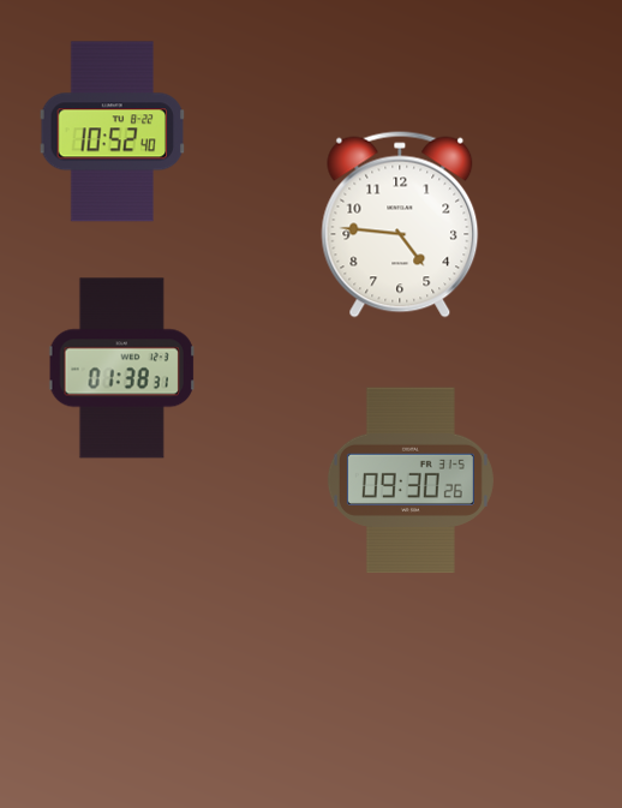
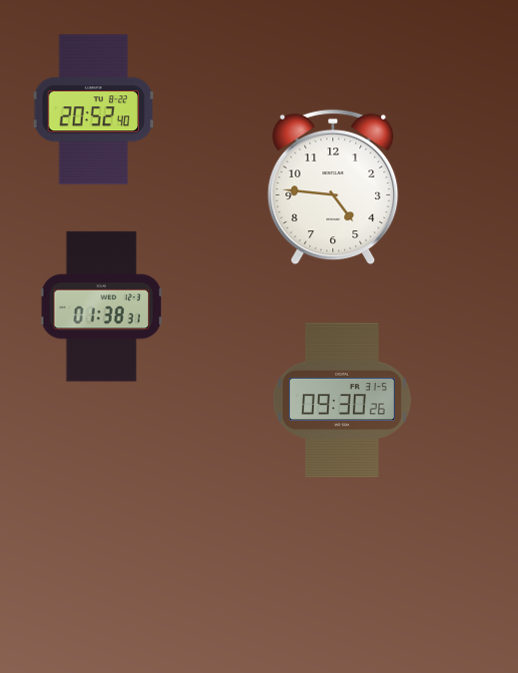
clock at (113, 132): 10:52 -> 20:52
